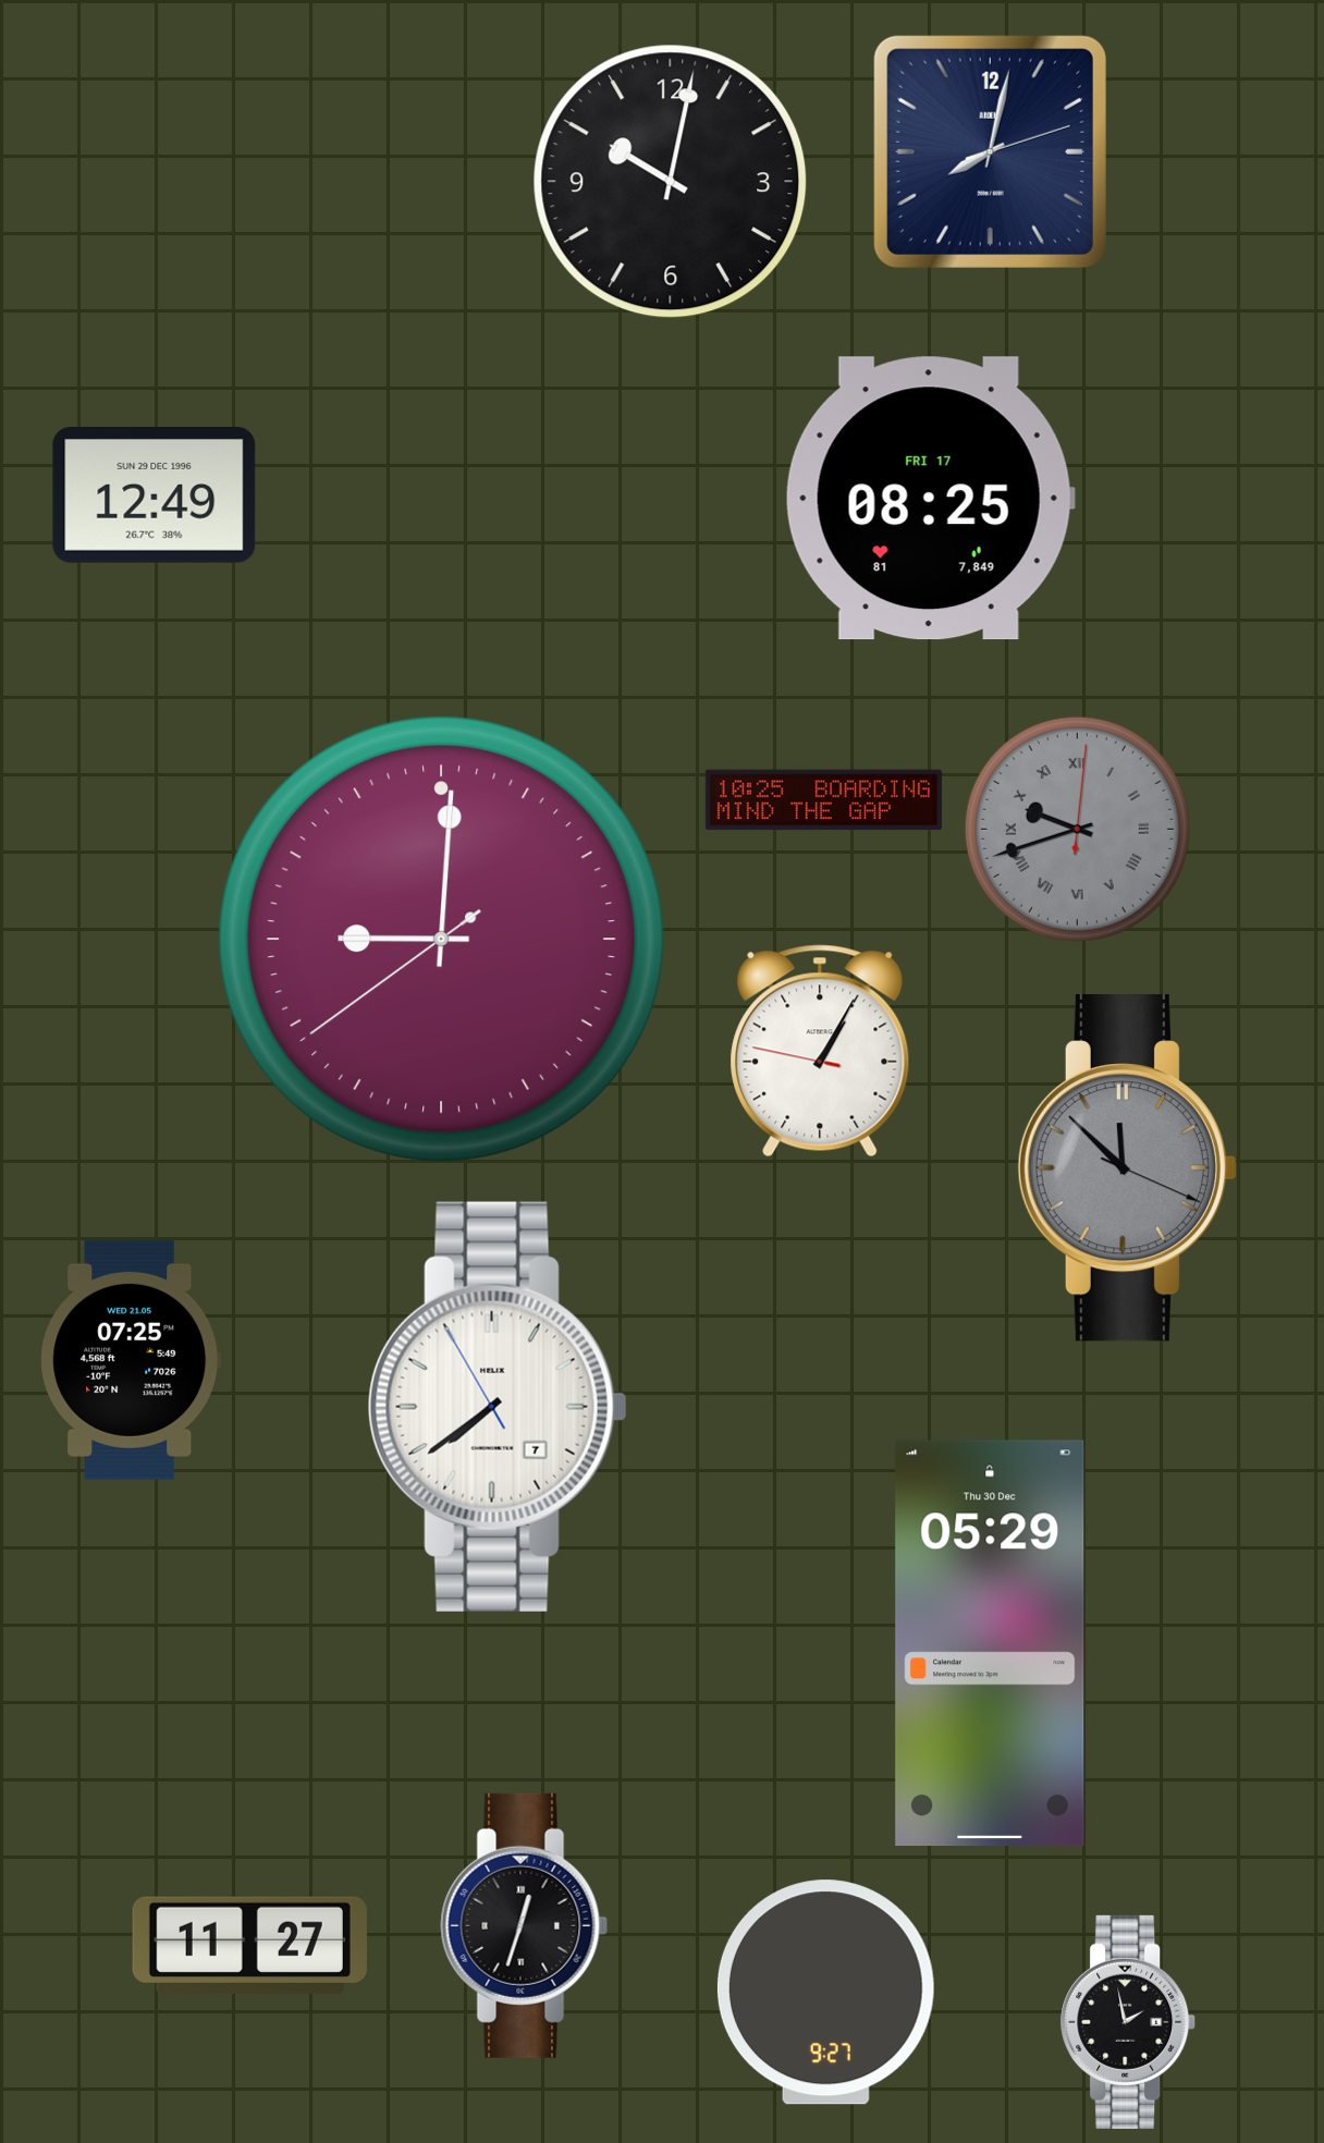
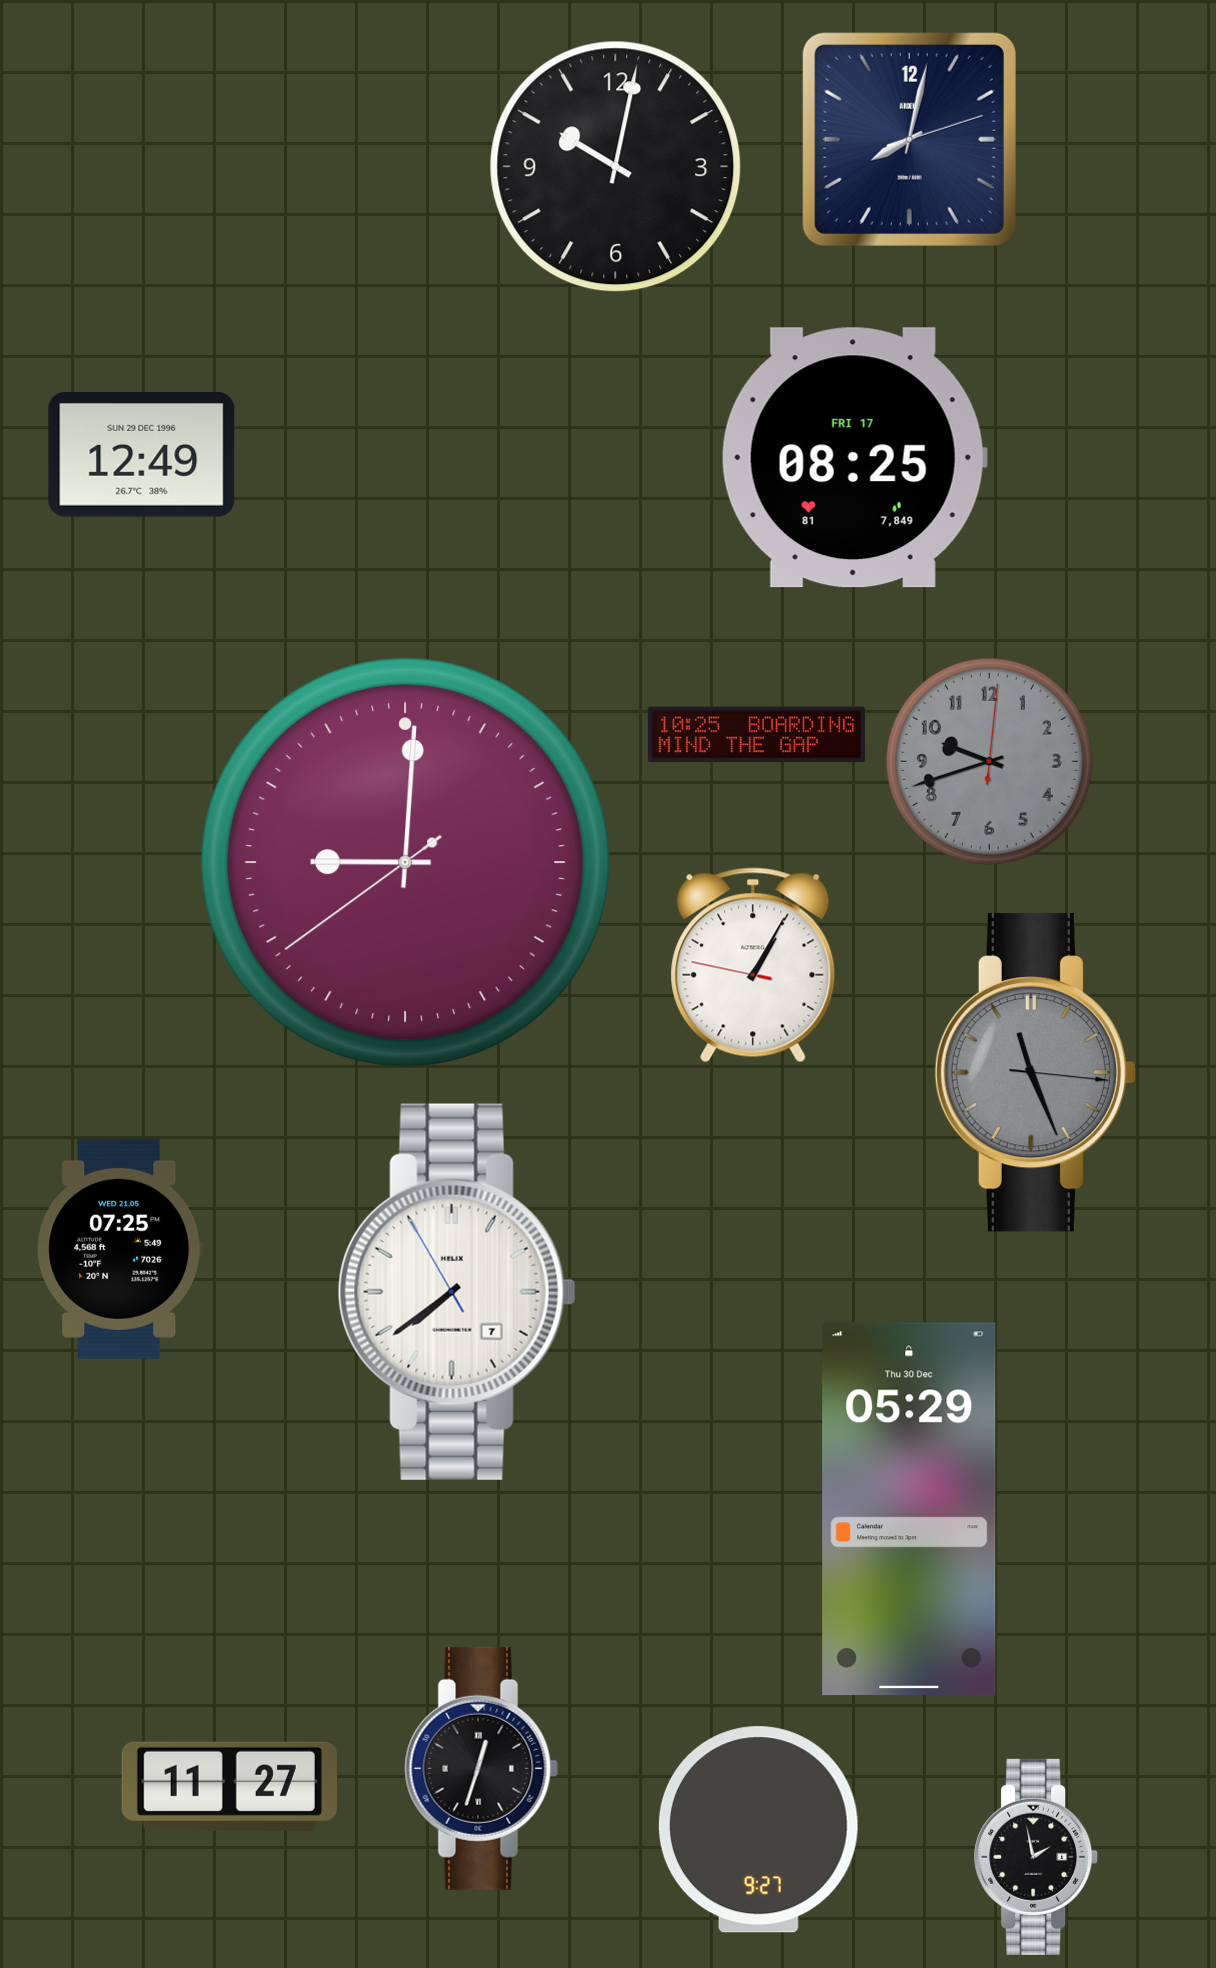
clock at (1077, 829) numerals: Roman -> Arabic
clock at (1127, 1168): 11:52 -> 11:26
